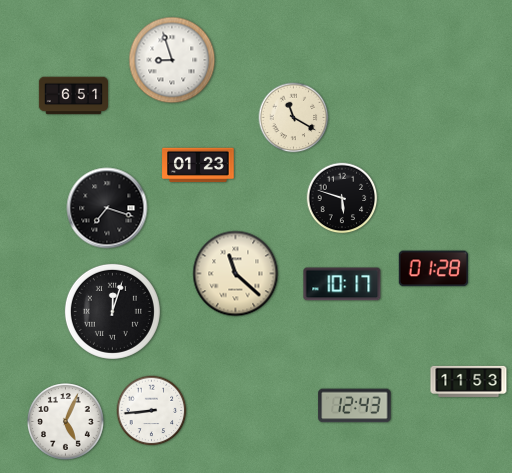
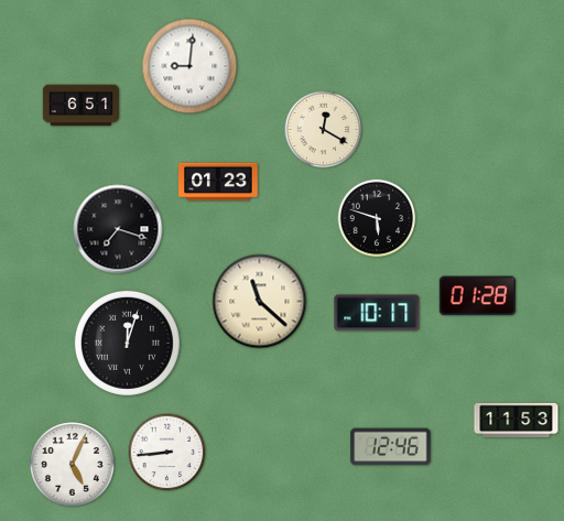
clock at (172, 60): 8:57 -> 9:01
clock at (294, 118): 11:20 -> 12:20
clock at (112, 311) position: (112, 311) -> (127, 343)
clock at (355, 406): 12:43 -> 12:46
